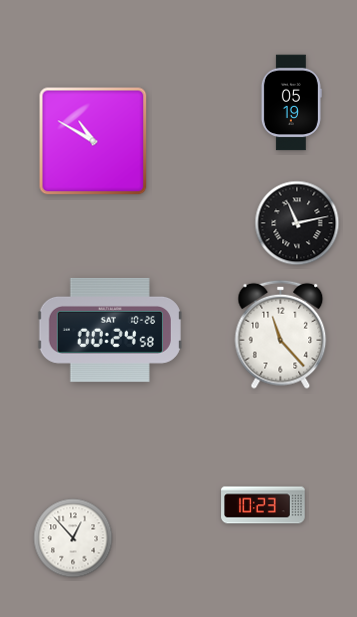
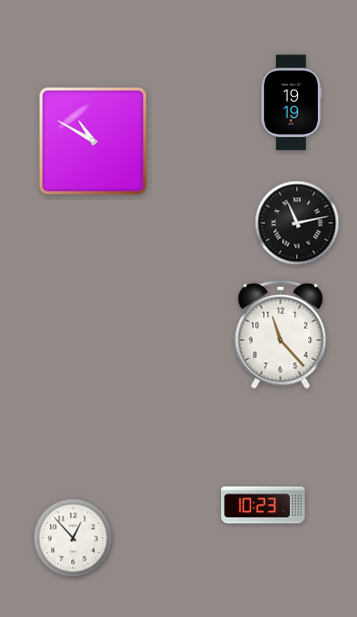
clock at (291, 103): 05:19 -> 19:19
clock at (110, 330): 00:24 -> none
